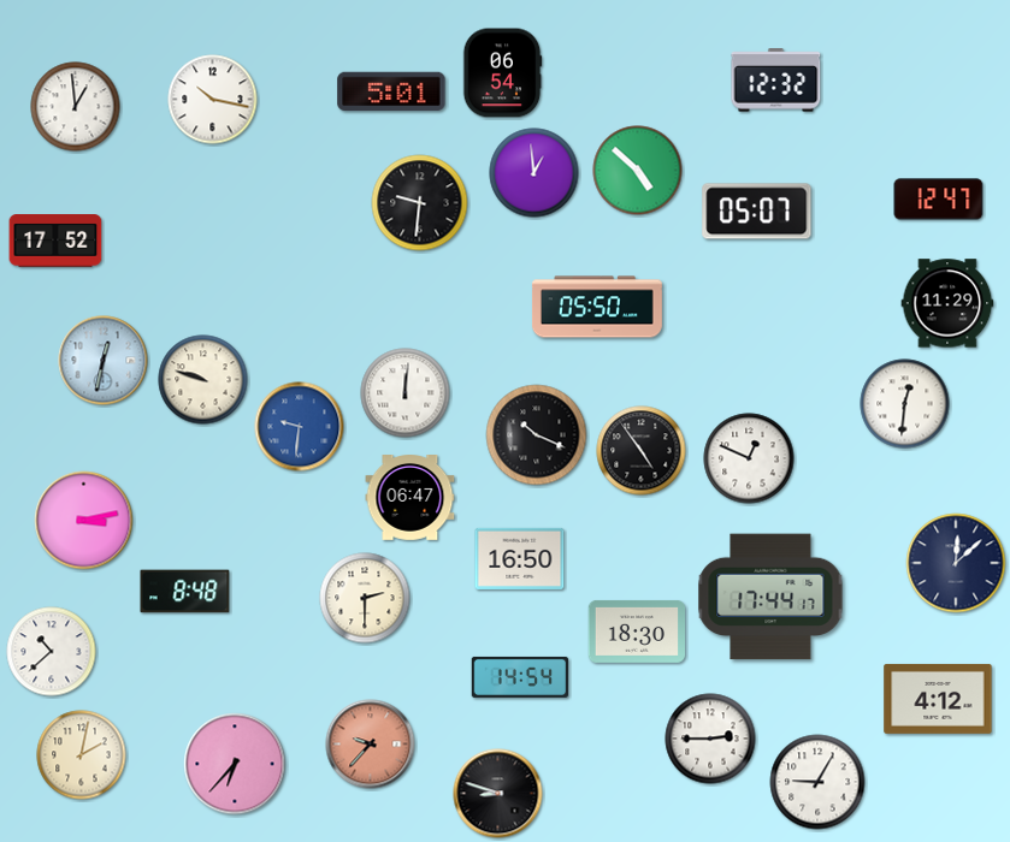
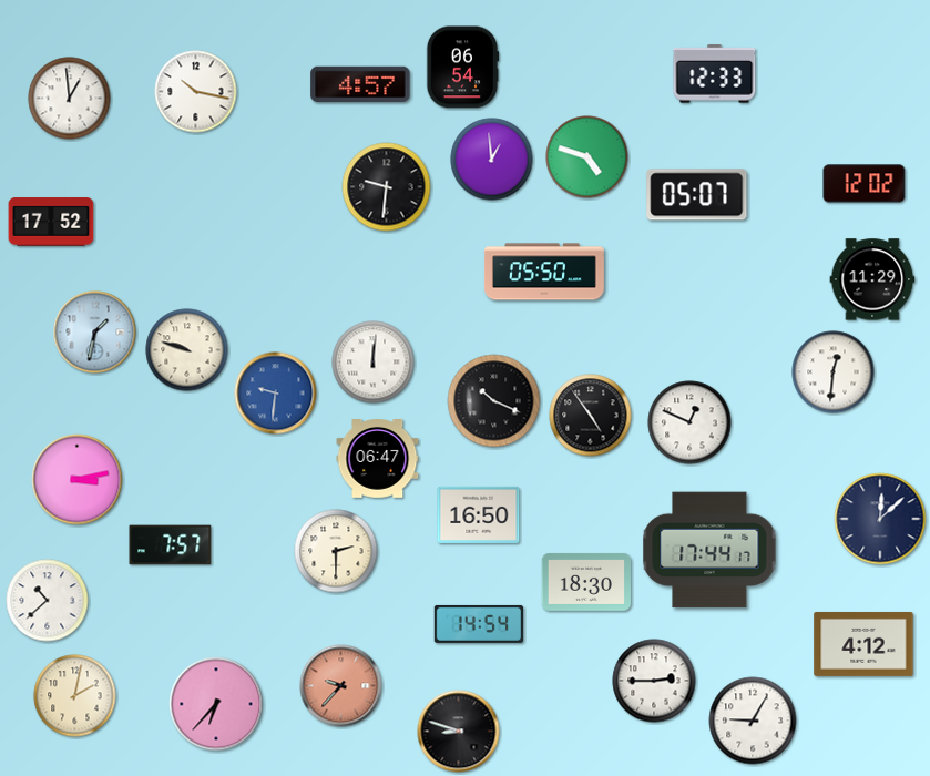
clock at (776, 81): 12:32 -> 12:33
clock at (391, 91): 5:01 -> 4:57
clock at (638, 171): 4:52 -> 4:48
clock at (939, 200): 12:47 -> 12:02
clock at (597, 307) position: (597, 307) -> (544, 272)
clock at (104, 361): 12:32 -> 1:32
clock at (185, 592): 8:48 -> 7:57
